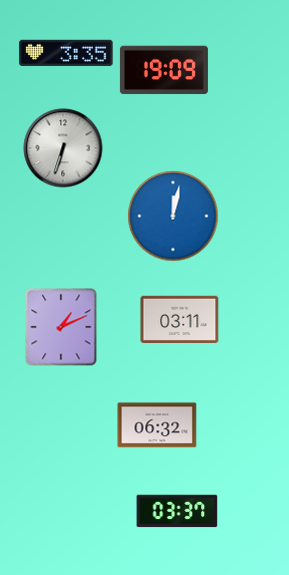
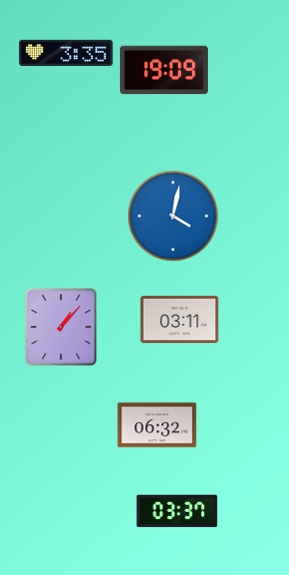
clock at (63, 148): 6:33 -> none
clock at (173, 216): 12:02 -> 4:02
clock at (61, 327): 1:11 -> 1:07
